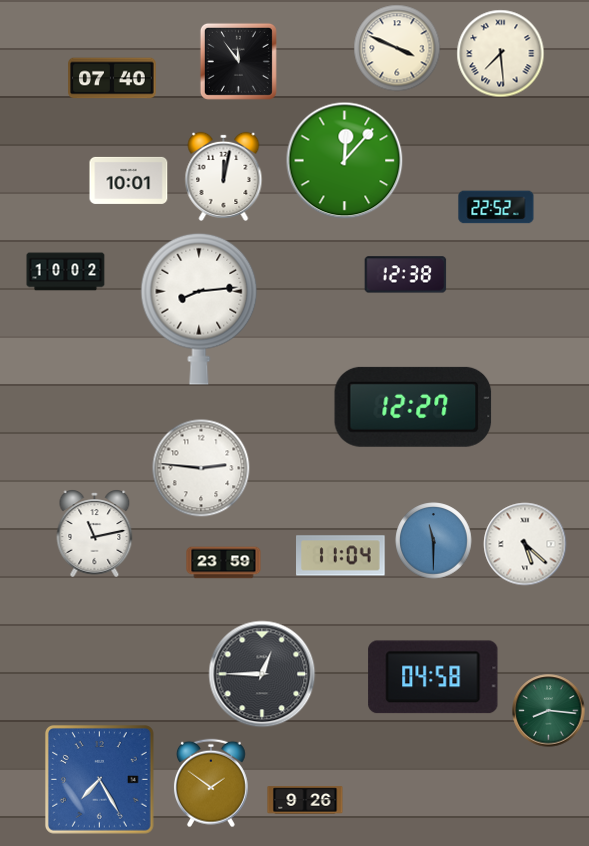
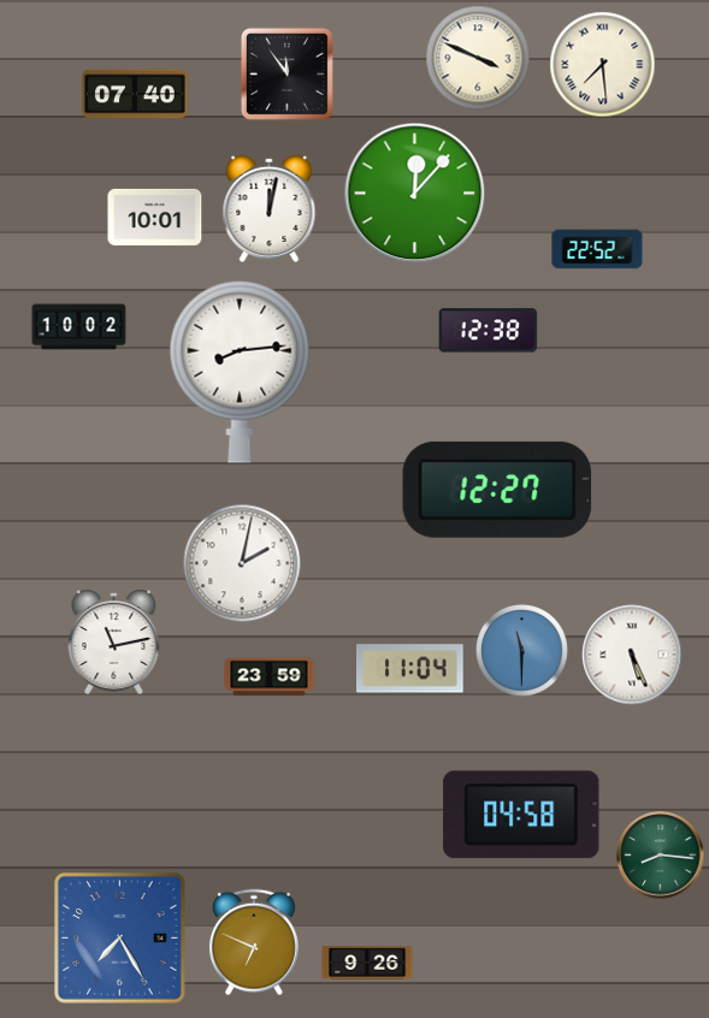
clock at (224, 176) position: (224, 176) -> (270, 208)
clock at (201, 468): 2:46 -> 2:02
clock at (525, 544): 5:22 -> 5:26
clock at (262, 674): 12:45 -> none
clock at (211, 783): 1:51 -> 6:49
